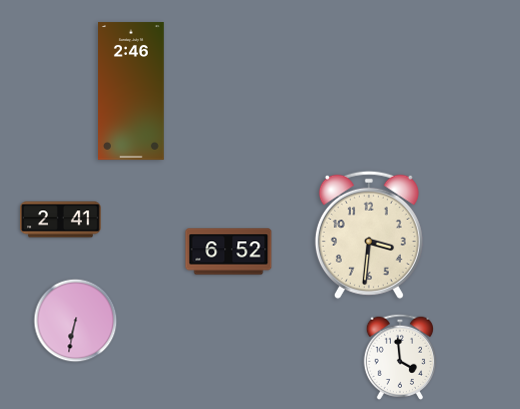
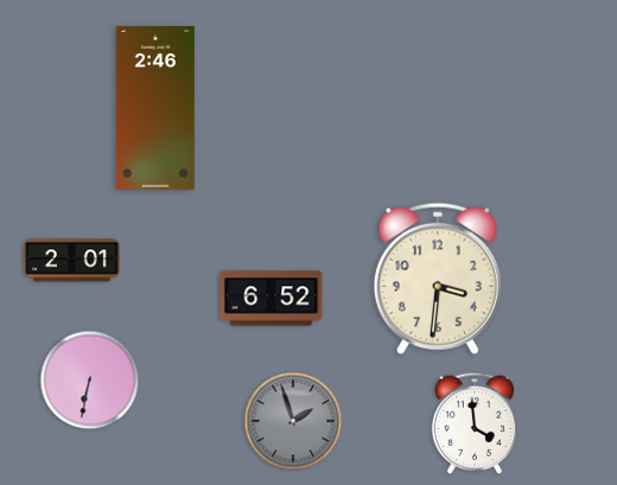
clock at (61, 220): 2:41 -> 2:01
clock at (293, 421): none -> 1:57
